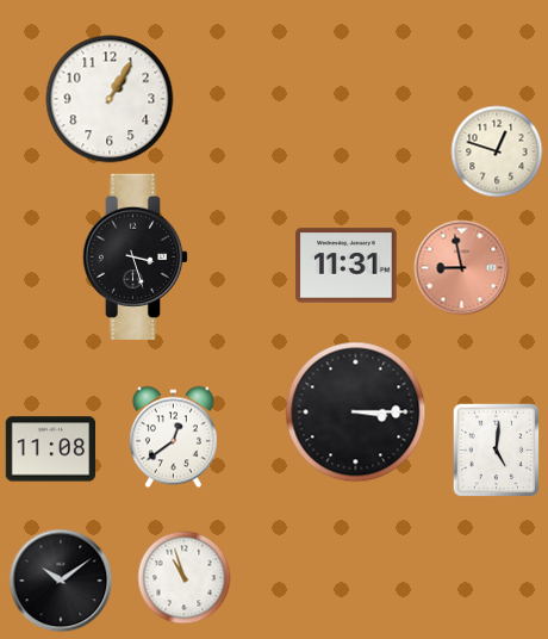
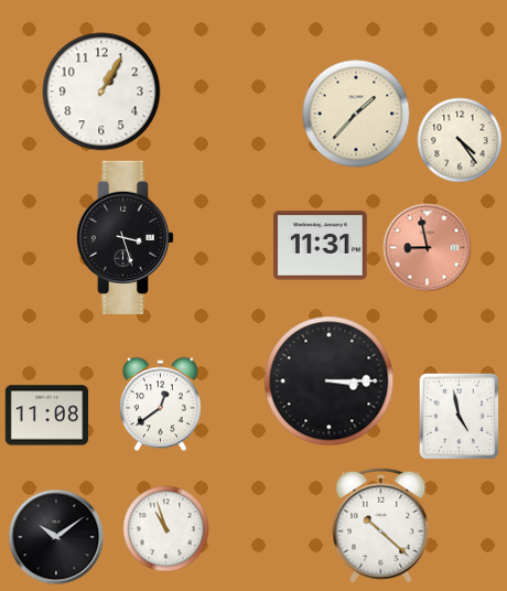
clock at (356, 114): none -> 1:37
clock at (497, 151): 12:48 -> 4:24
clock at (497, 451): 5:01 -> 4:58
clock at (381, 525): none -> 10:22
clock at (185, 578) position: (185, 578) -> (166, 529)
